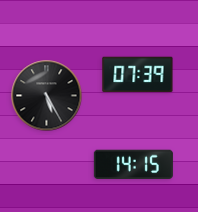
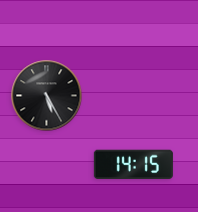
clock at (138, 75): 07:39 -> none
